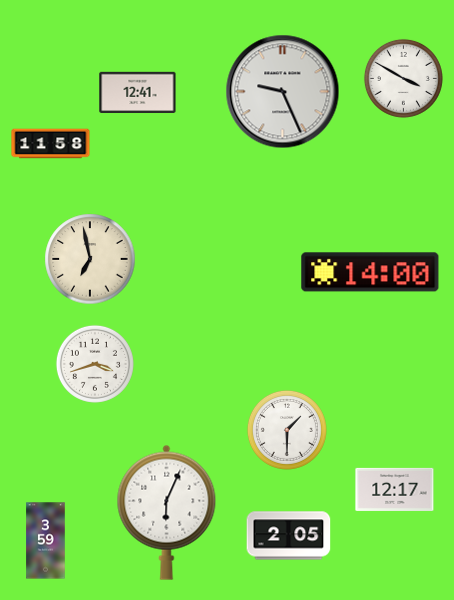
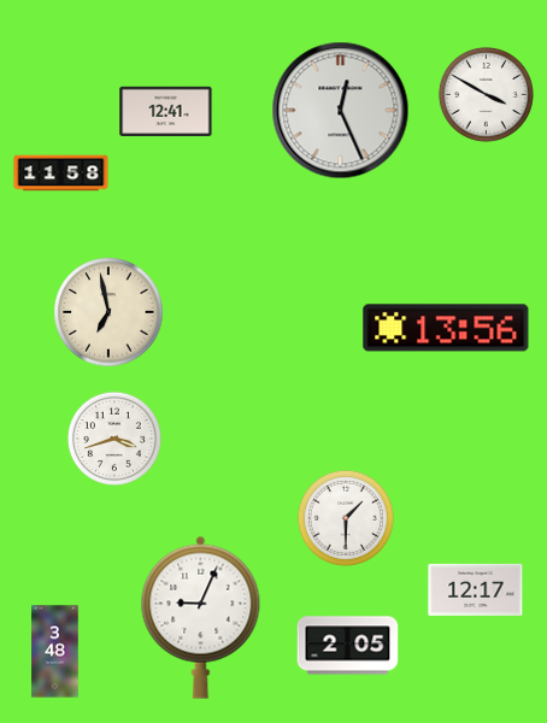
clock at (283, 92): 9:26 -> 12:26
clock at (370, 272): 14:00 -> 13:56
clock at (167, 512): 6:04 -> 9:04
clock at (46, 541): 3:59 -> 3:48
